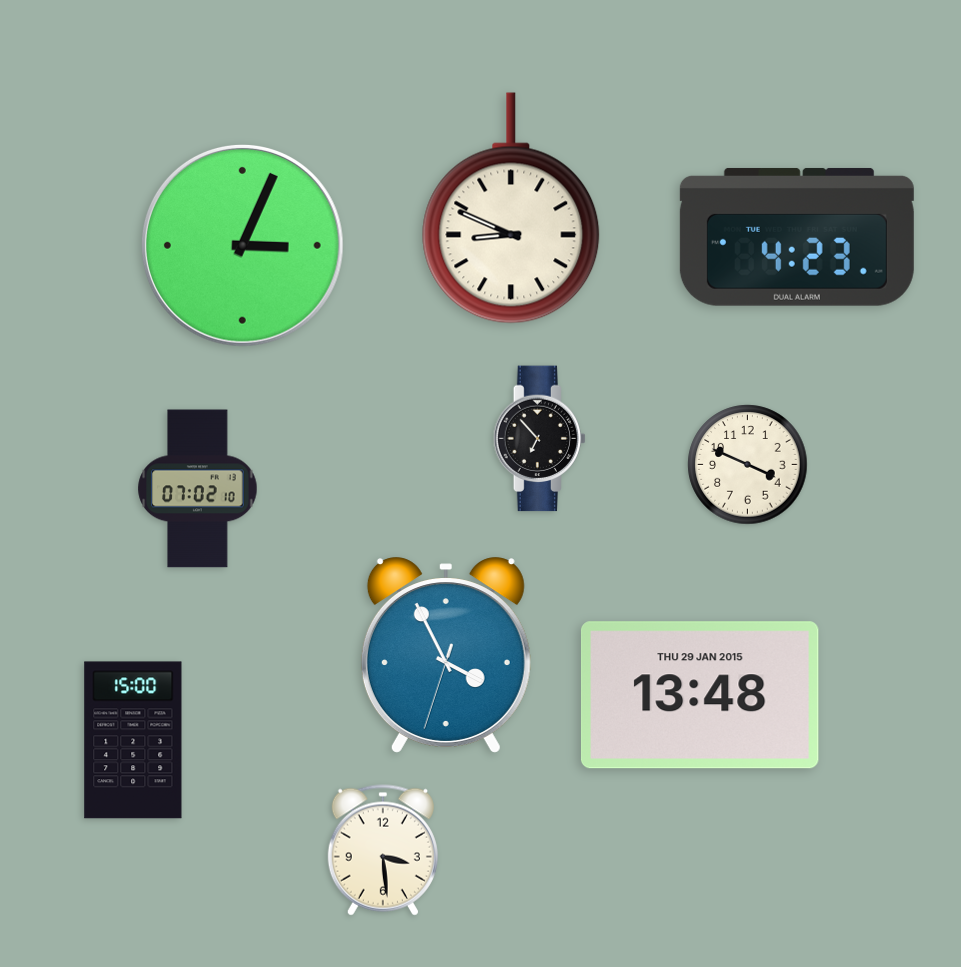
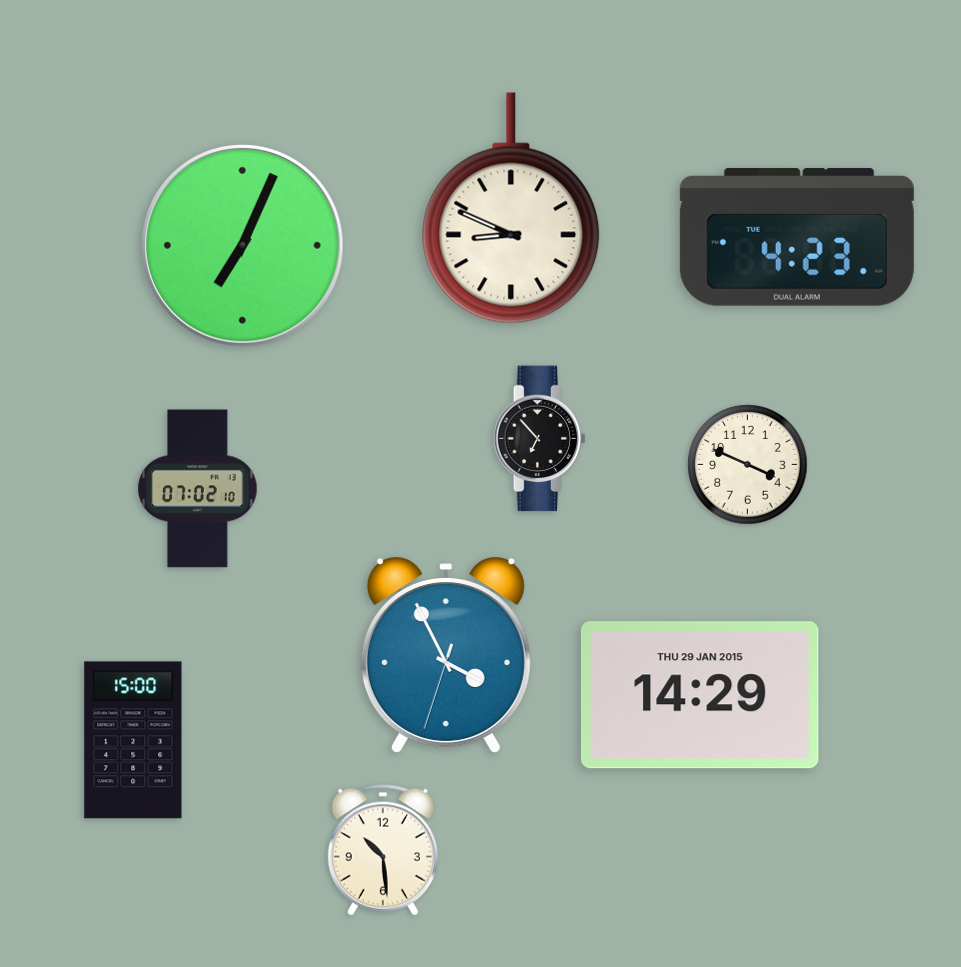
clock at (242, 245): 3:04 -> 7:04
clock at (700, 695): 13:48 -> 14:29
clock at (383, 850): 3:29 -> 10:29
